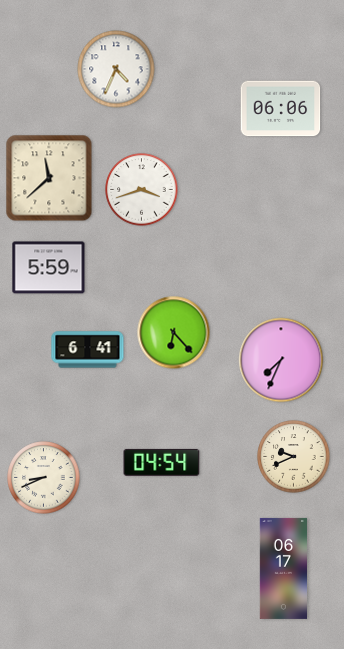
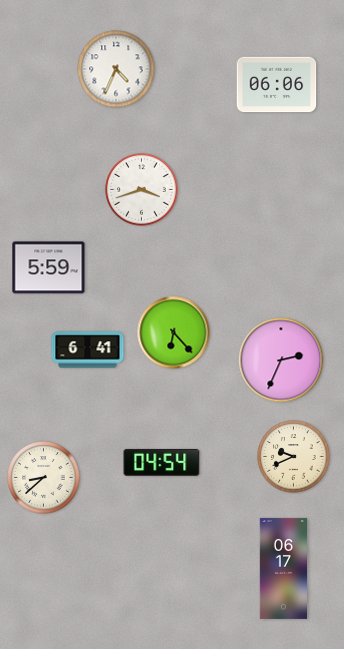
clock at (281, 109) position: (281, 109) -> (277, 85)
clock at (49, 178): 11:38 -> none
clock at (281, 360): 7:34 -> 2:34
clock at (44, 478): 8:41 -> 8:38
